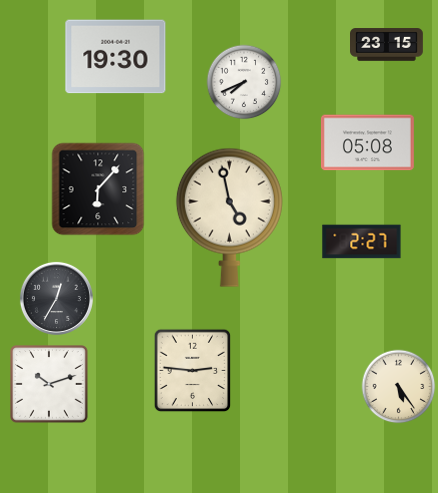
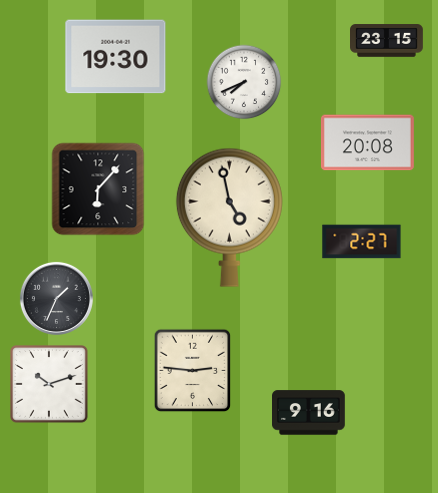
clock at (387, 45) position: (387, 45) -> (387, 41)
clock at (367, 143): 05:08 -> 20:08
clock at (56, 298): 12:35 -> 1:34
clock at (399, 387): 5:24 -> none
clock at (309, 413): none -> 9:16
